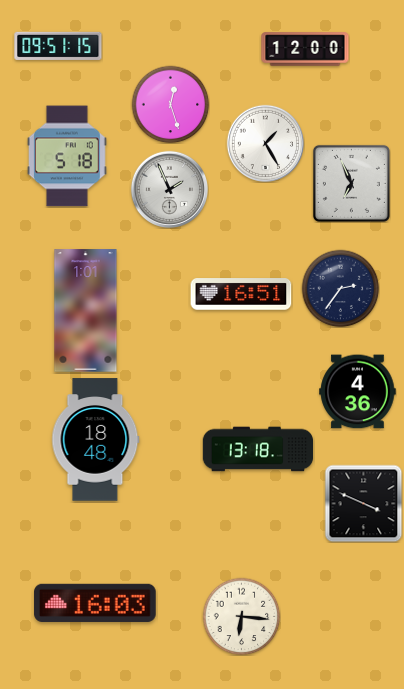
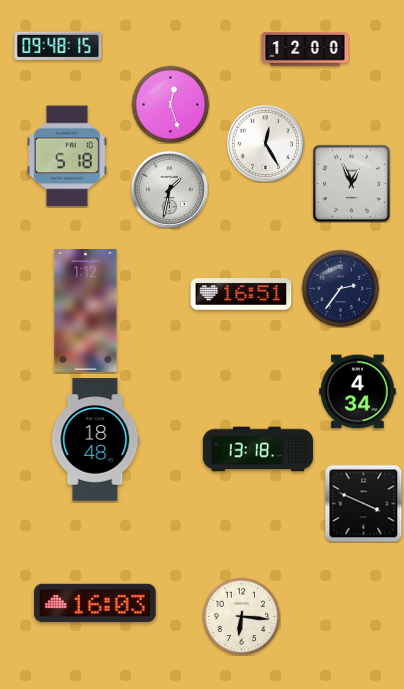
clock at (58, 46): 09:51 -> 09:48
clock at (265, 143): 1:25 -> 12:25
clock at (351, 183): 6:56 -> 12:56
clock at (169, 189): 1:56 -> 1:32
clock at (86, 311): 1:01 -> 1:12
clock at (358, 392): 4:36 -> 4:34
